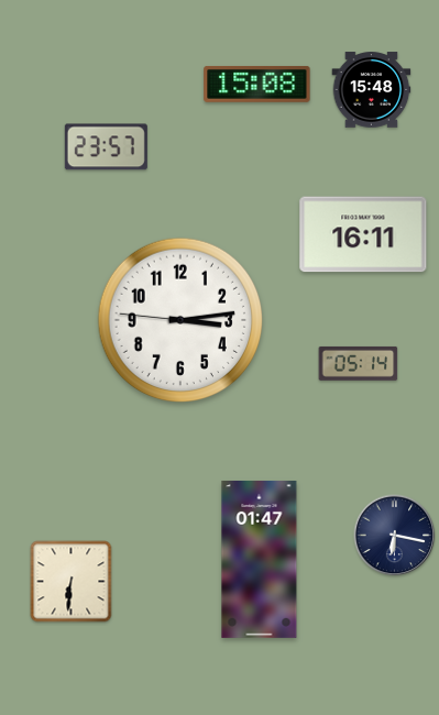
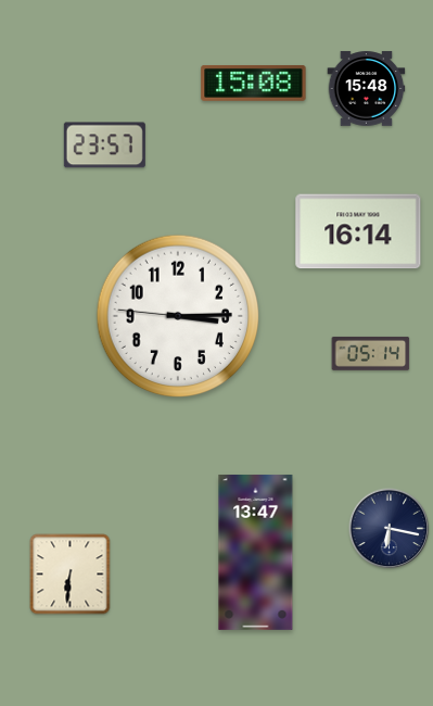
clock at (363, 234): 16:11 -> 16:14
clock at (180, 320): 3:13 -> 3:14
clock at (359, 363) position: (359, 363) -> (371, 353)
clock at (260, 559): 01:47 -> 13:47
